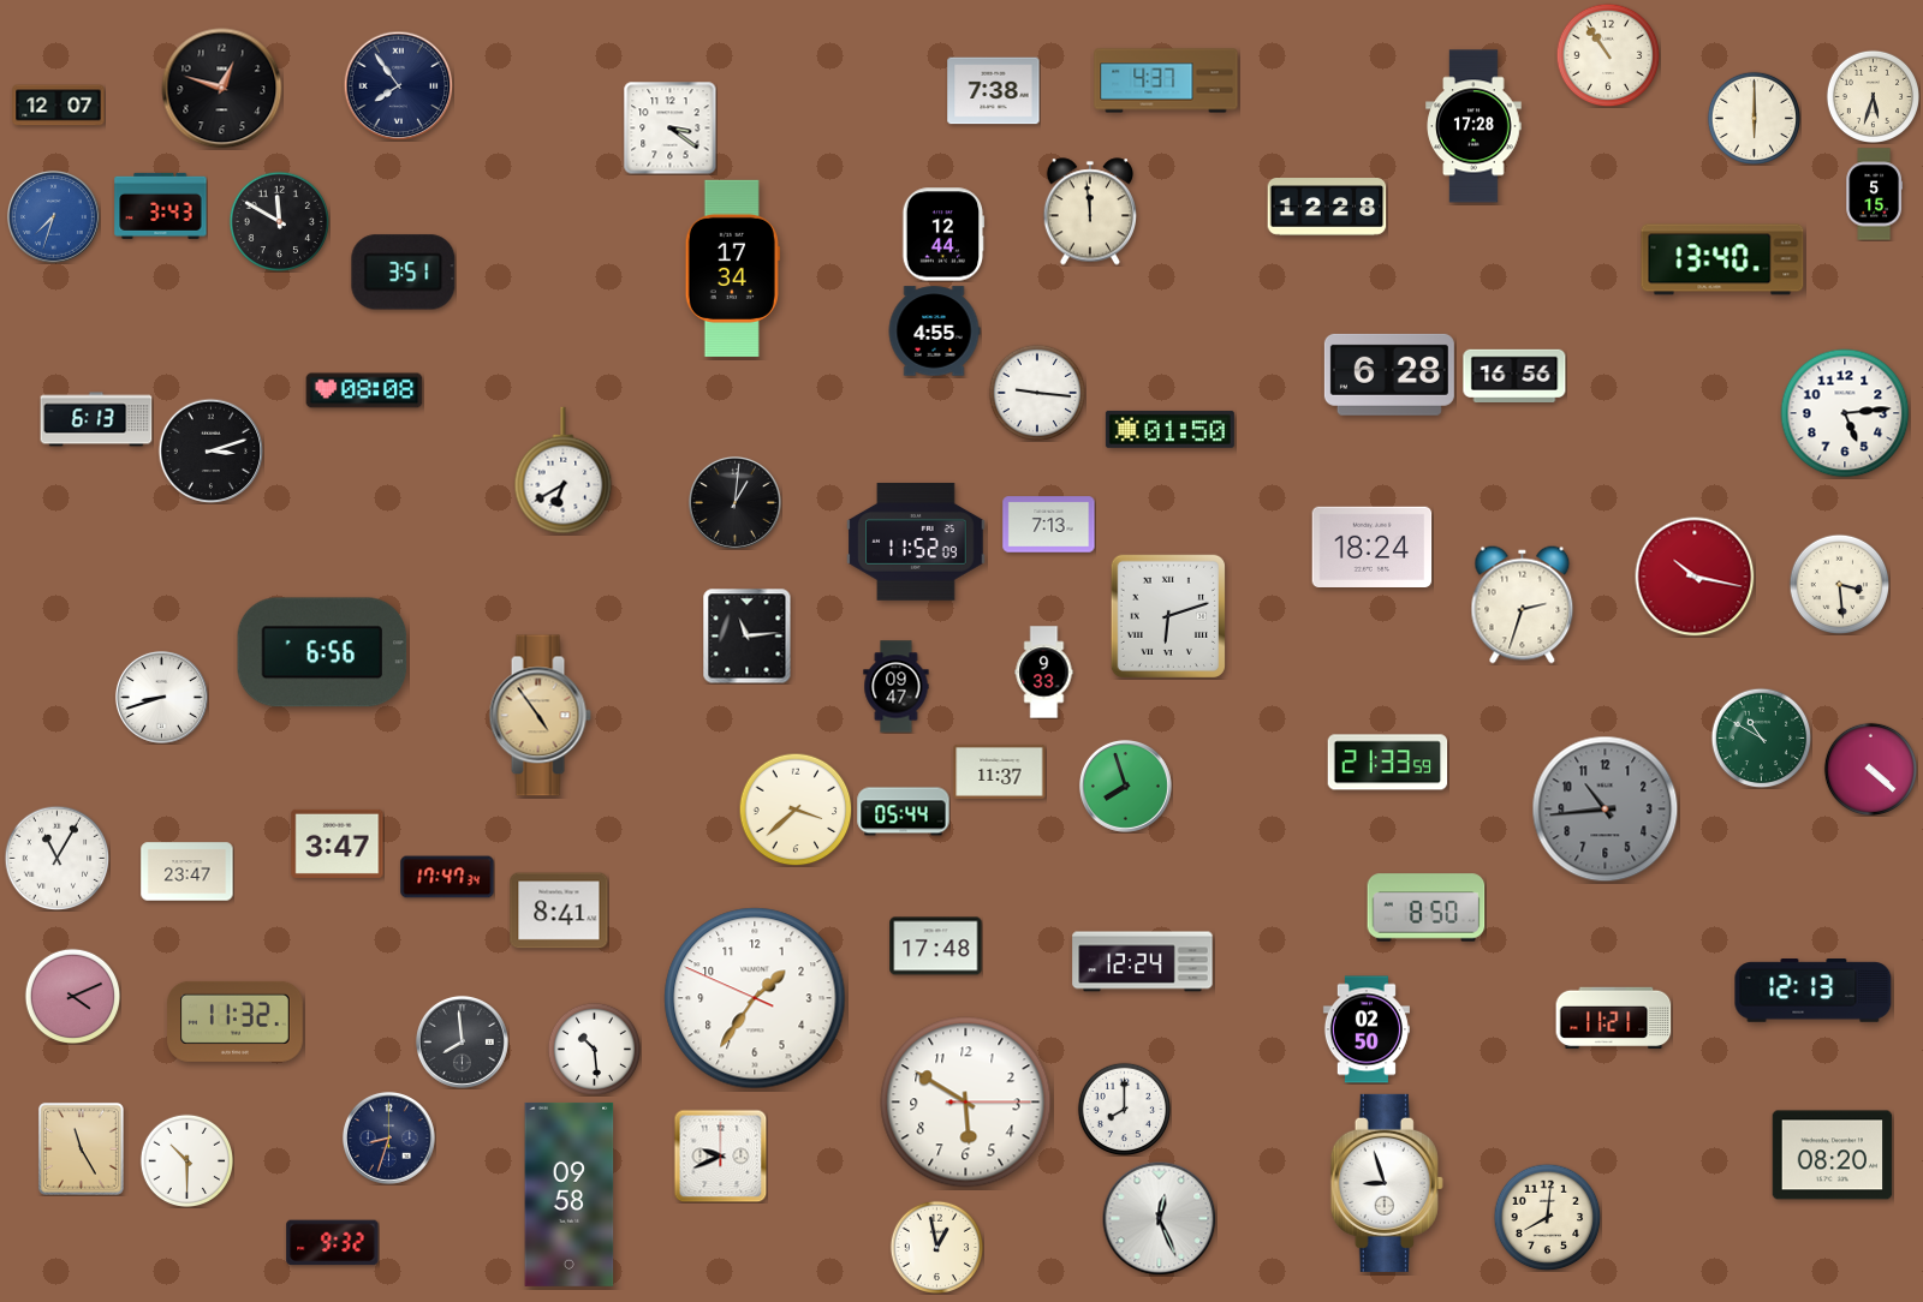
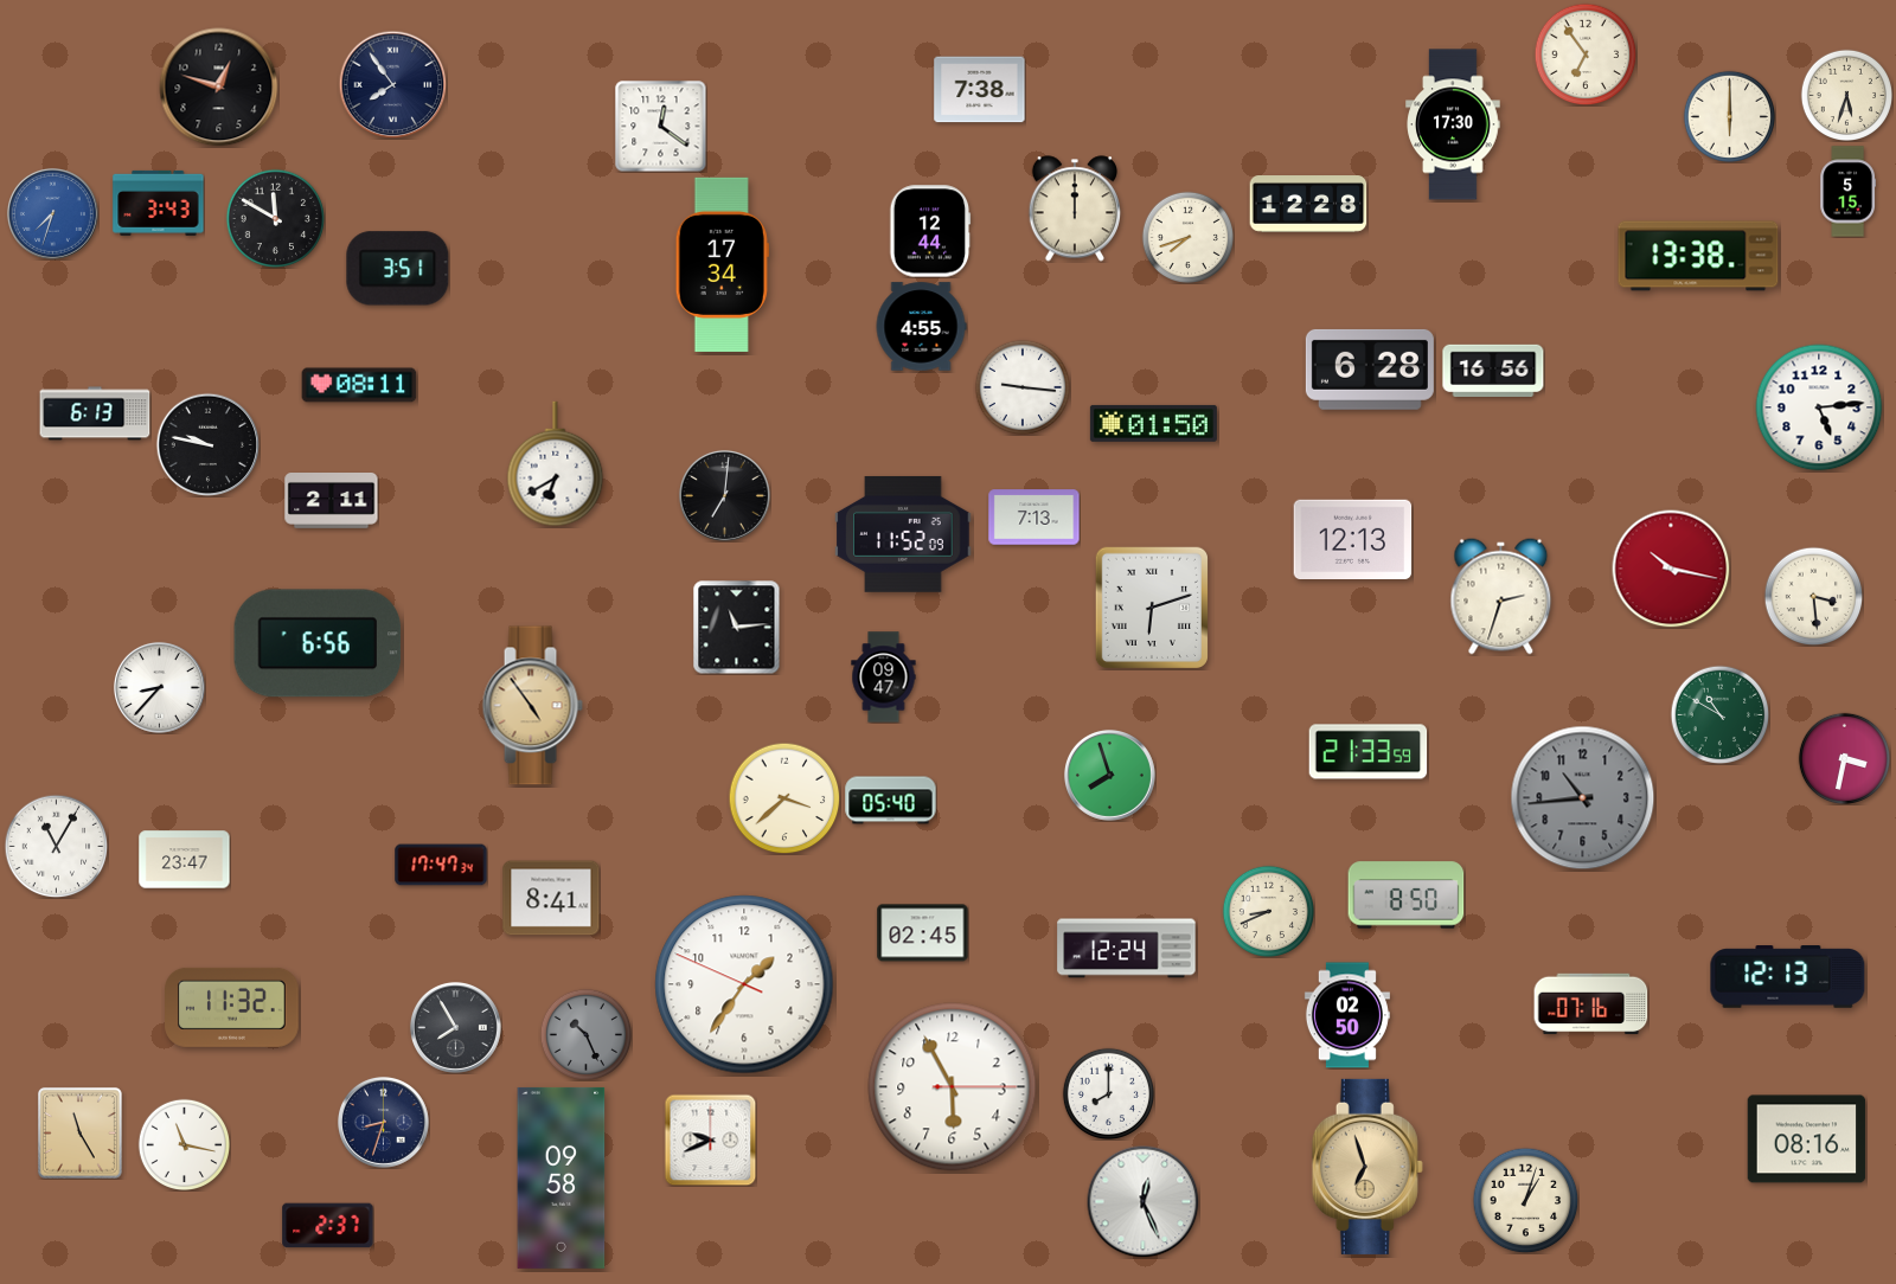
clock at (1608, 55): 10:54 -> 6:54
clock at (1166, 80): 4:37 -> none
clock at (59, 106): 12:07 -> none
clock at (1473, 126): 17:28 -> 17:30
clock at (669, 127): 3:21 -> 12:21
clock at (1089, 211): 11:59 -> 12:00
clock at (1187, 237): none -> 7:42
clock at (1722, 259): 13:40 -> 13:38
clock at (364, 390): 08:08 -> 08:11
clock at (210, 450): 3:12 -> 9:47
clock at (734, 502): 1:01 -> 7:01
clock at (332, 501): none -> 2:11
clock at (1373, 547): 18:24 -> 12:13
clock at (1839, 584) position: (1839, 584) -> (1813, 596)
clock at (1044, 673): 9:33 -> none
clock at (161, 697): 8:42 -> 8:37
clock at (1761, 737) position: (1761, 737) -> (1719, 714)
clock at (1870, 769): 4:22 -> 3:32
clock at (1000, 771): 11:37 -> none
clock at (904, 812): 05:44 -> 05:40
clock at (338, 843): 3:47 -> none
clock at (1268, 911): none -> 8:41
clock at (936, 946): 17:48 -> 02:45
clock at (72, 996): 4:11 -> none
clock at (1614, 1019): 11:21 -> 07:16
clock at (462, 1041): 7:59 -> 7:55
clock at (594, 1049): 10:29 -> 10:26
clock at (594, 1049) dial: white -> grey
clock at (966, 1103): 5:50 -> 5:55
clock at (1833, 1155): 08:20 -> 08:16
clock at (186, 1160): 10:30 -> 11:17
clock at (1387, 1183): 8:57 -> 6:57
clock at (1387, 1183) dial: white -> champagne
clock at (1547, 1217): 8:01 -> 1:03
clock at (333, 1243): 9:32 -> 2:37
clock at (936, 1247): 12:58 -> none
